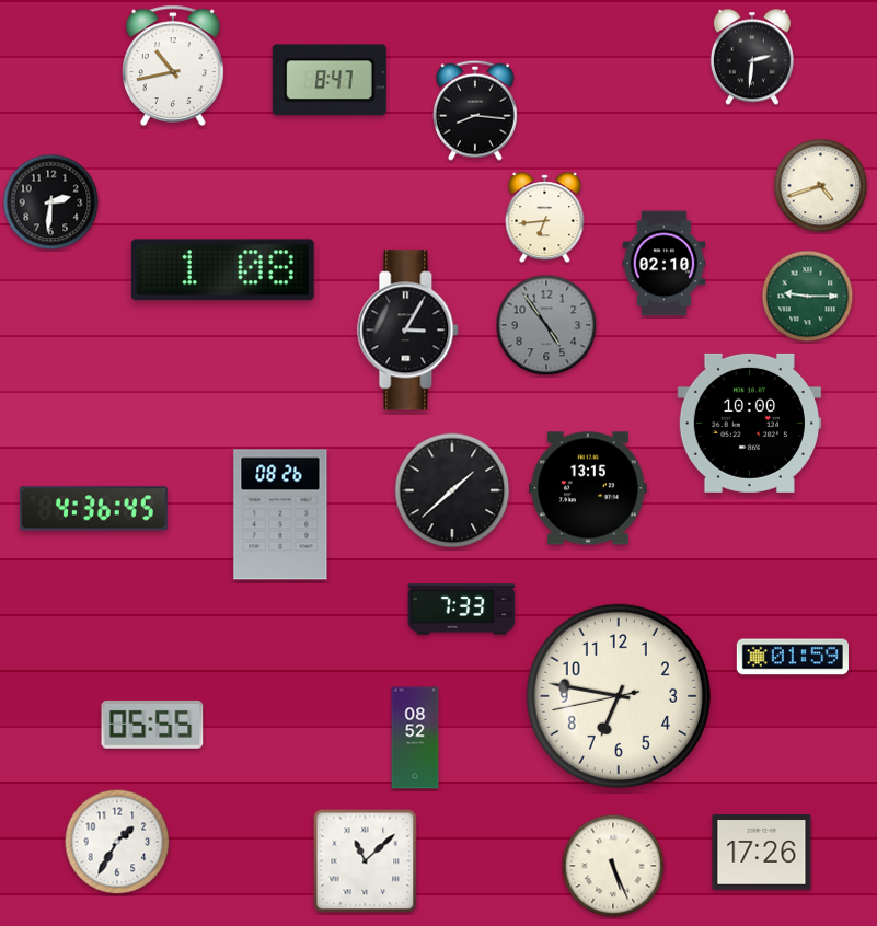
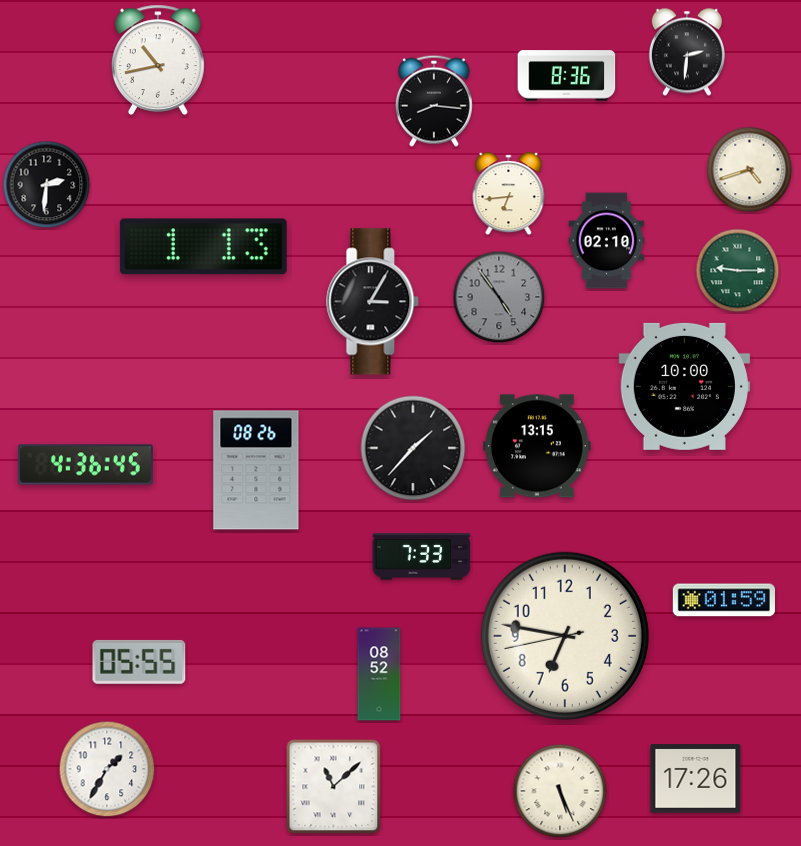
clock at (330, 80): 8:47 -> none
clock at (567, 76): none -> 8:36
clock at (545, 218) position: (545, 218) -> (509, 194)
clock at (222, 270): 1:08 -> 1:13
clock at (452, 490): 1:38 -> 1:37
